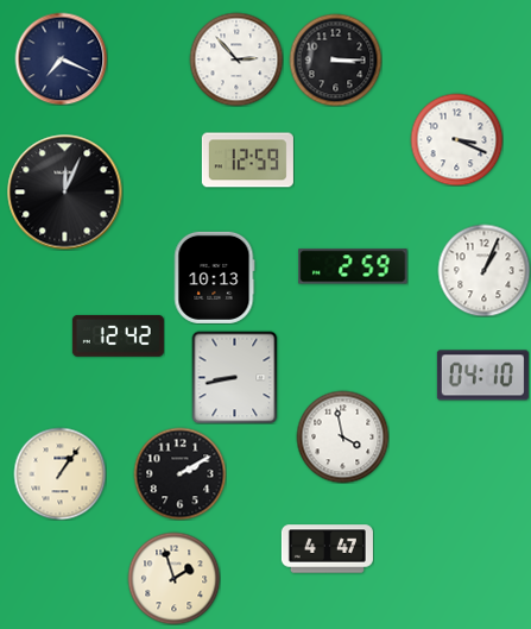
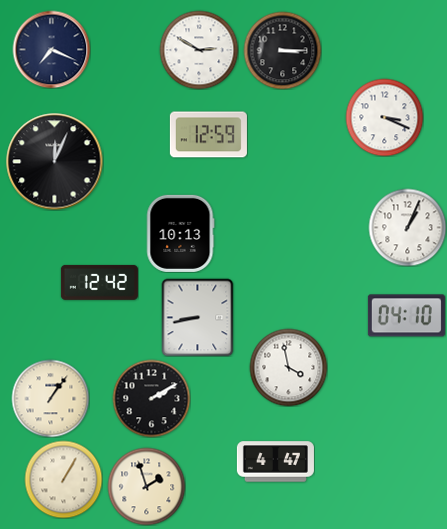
clock at (236, 59): 2:53 -> 2:50
clock at (353, 266): 2:59 -> none
clock at (63, 479): none -> 1:05
